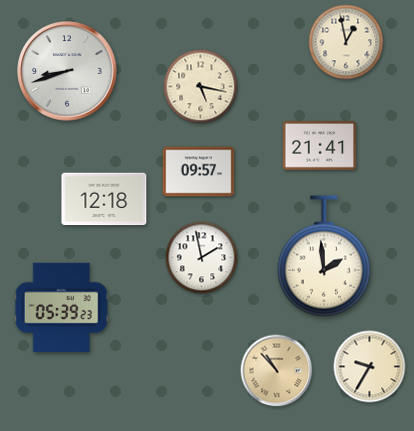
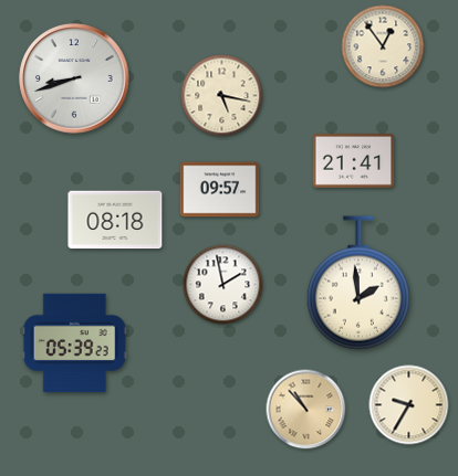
clock at (346, 42): 12:58 -> 12:54
clock at (104, 199): 12:18 -> 08:18
clock at (61, 307) position: (61, 307) -> (74, 342)
